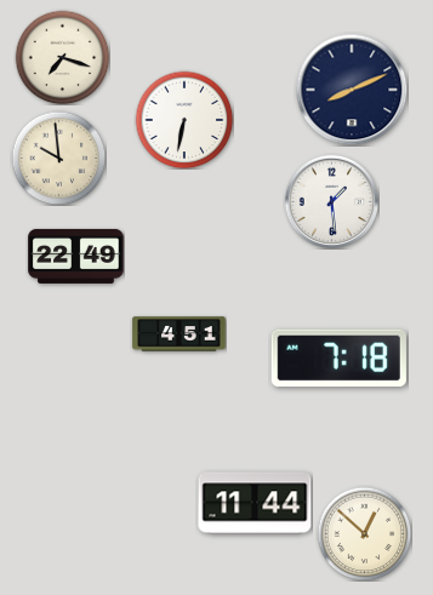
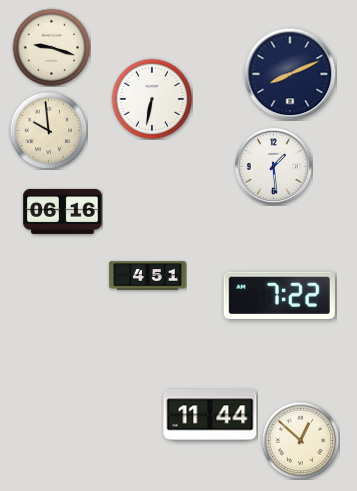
clock at (62, 57): 7:18 -> 9:18
clock at (76, 256): 22:49 -> 06:16
clock at (338, 357): 7:18 -> 7:22
